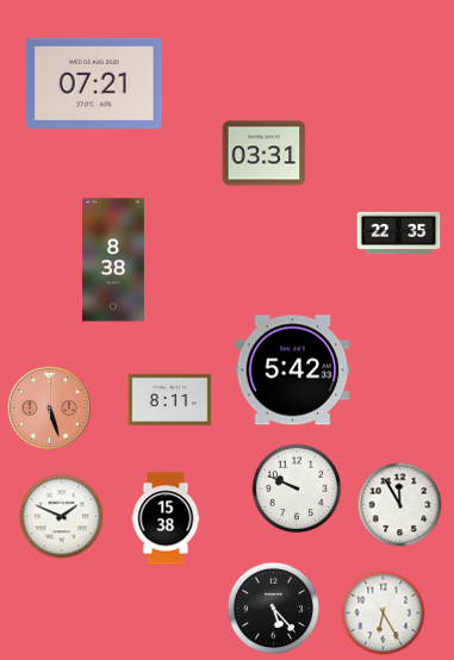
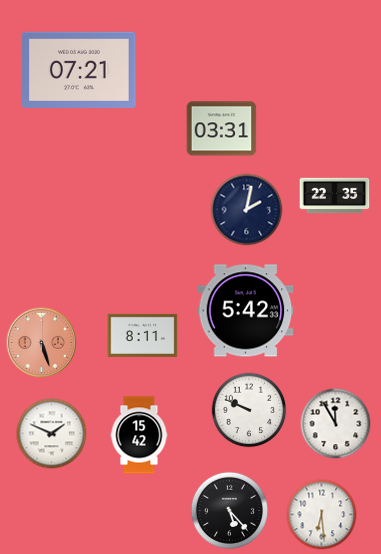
clock at (247, 210): none -> 2:02
clock at (113, 260): 8:38 -> none
clock at (166, 518): 15:38 -> 15:42
clock at (384, 614): 6:25 -> 6:29
